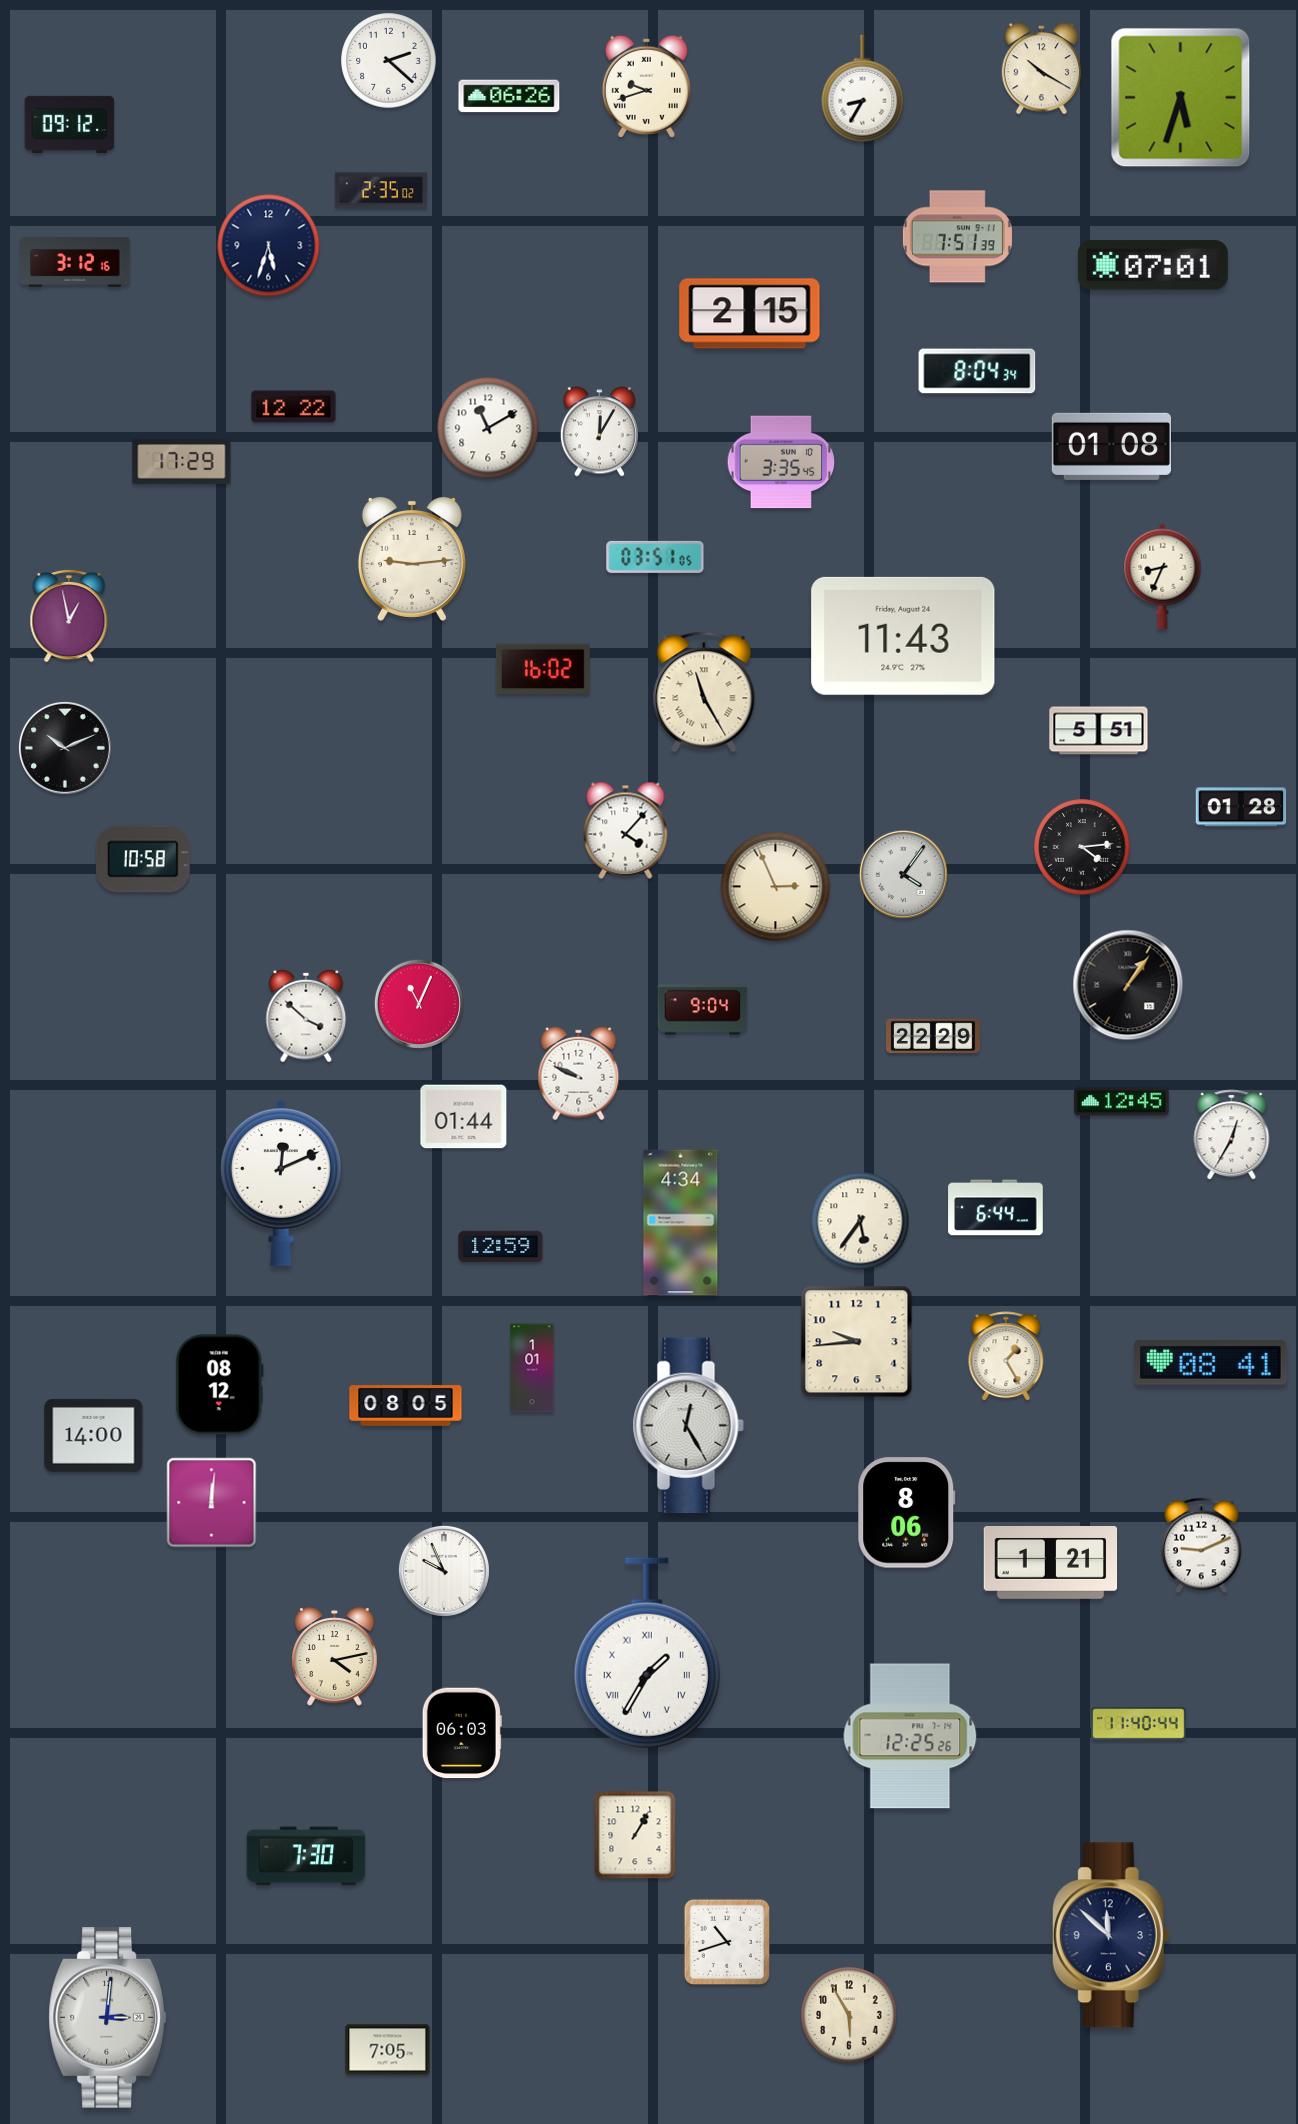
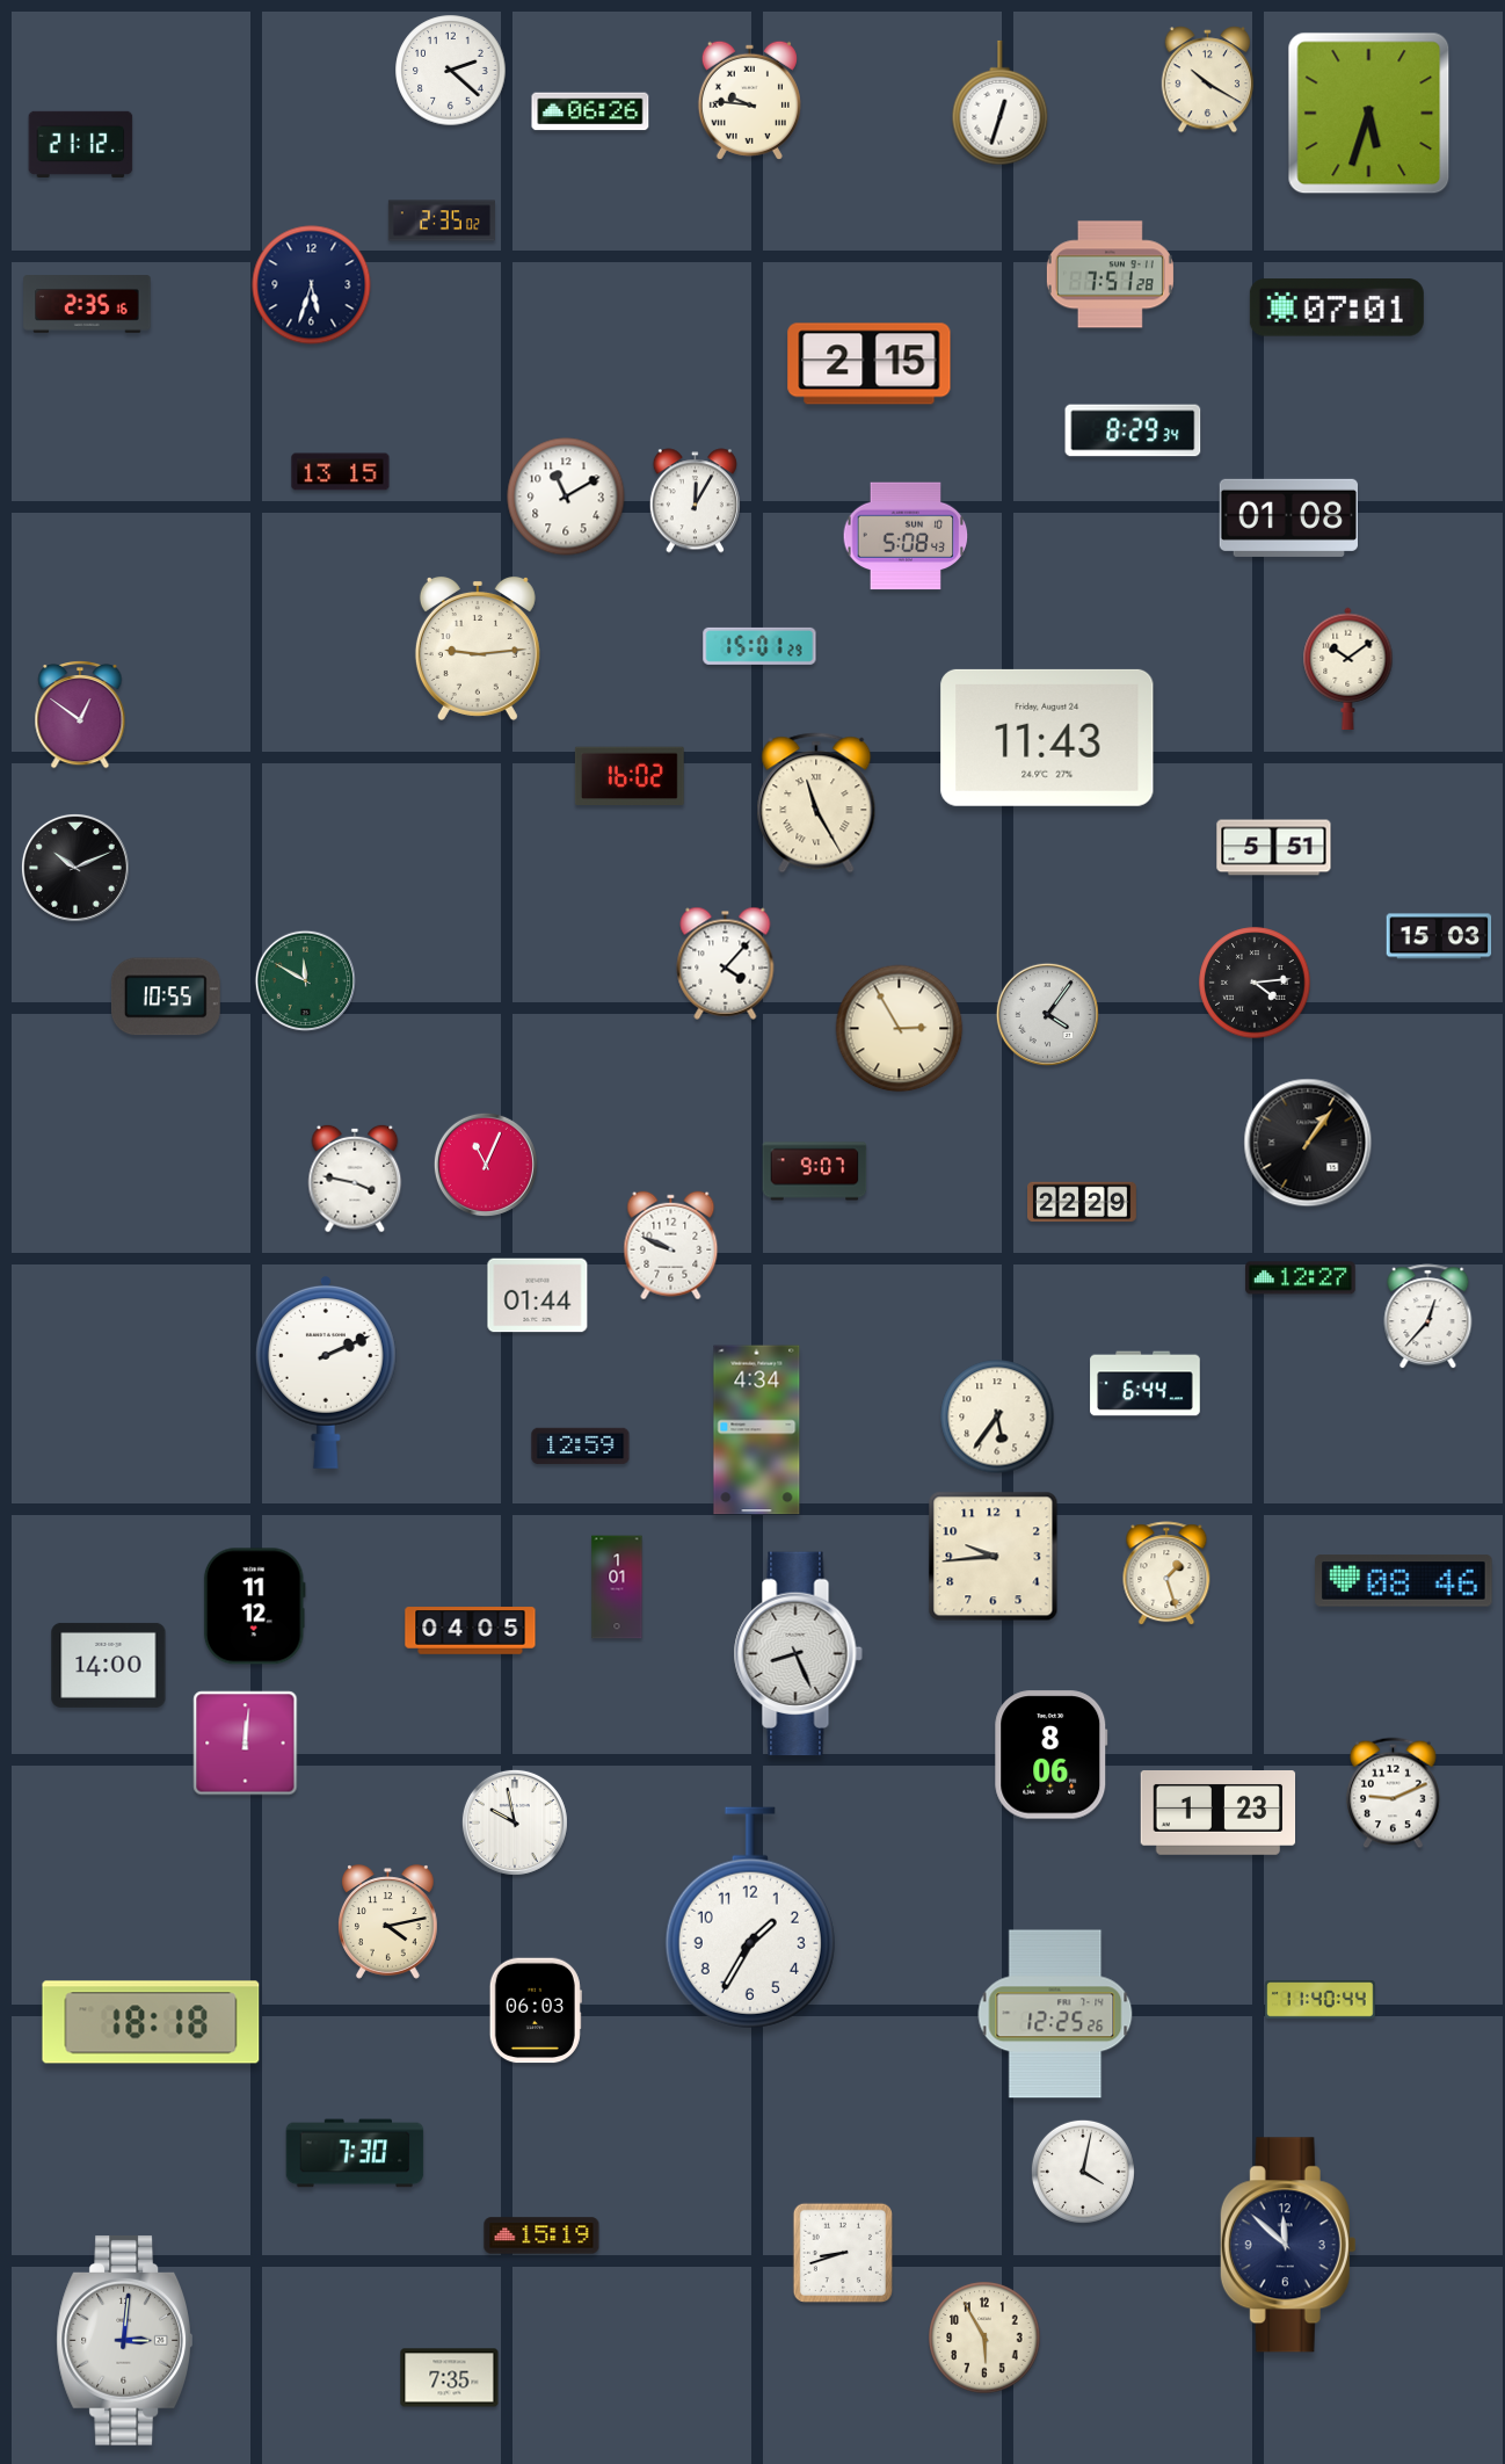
clock at (646, 86): 9:42 -> 9:46
clock at (863, 89): 8:35 -> 12:33
clock at (70, 124): 09:12 -> 21:12
clock at (957, 237): 7:51:39 -> 7:51:28
clock at (75, 262): 3:12 -> 2:35
clock at (977, 371): 8:04 -> 8:29
clock at (294, 407): 12:22 -> 13:15
clock at (182, 462): 17:29 -> none
clock at (781, 462): 3:35 -> 5:08
clock at (655, 557): 03:51 -> 15:01
clock at (1163, 577): 8:34 -> 10:09
clock at (69, 616): 12:58 -> 12:51
clock at (1241, 807): 01:28 -> 15:03
clock at (306, 981): none -> 11:50
clock at (143, 859): 10:58 -> 10:55
clock at (776, 887): 2:56 -> 2:55
clock at (703, 1010): 9:04 -> 9:07
clock at (306, 1016): 3:52 -> 3:47
clock at (1122, 1102): 12:45 -> 12:27
clock at (1232, 1135): 12:35 -> 12:37
clock at (281, 1183): 12:11 -> 2:11
clock at (996, 1208) position: (996, 1208) -> (1146, 1384)
clock at (681, 1223) position: (681, 1223) -> (757, 1430)
clock at (1006, 1357): 1:25 -> 1:27
clock at (1211, 1363): 08:41 -> 08:46
clock at (219, 1385): 08:12 -> 11:12
clock at (406, 1406): 08:05 -> 04:05
clock at (688, 1426): 12:25 -> 8:26
clock at (1051, 1563): 1:21 -> 1:23
clock at (444, 1571): 9:56 -> 9:58
clock at (647, 1653) numerals: Roman -> Arabic
clock at (151, 2022): none -> 18:18
clock at (635, 1835): 1:05 -> none
clock at (1083, 2172): none -> 4:02
clock at (541, 2235): none -> 15:19
clock at (726, 1941): 10:42 -> 8:42
clock at (388, 2050): 7:05 -> 7:35
